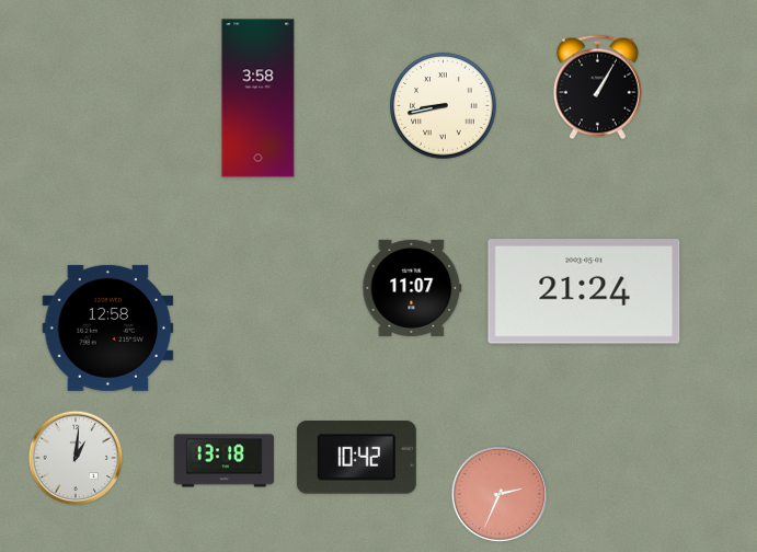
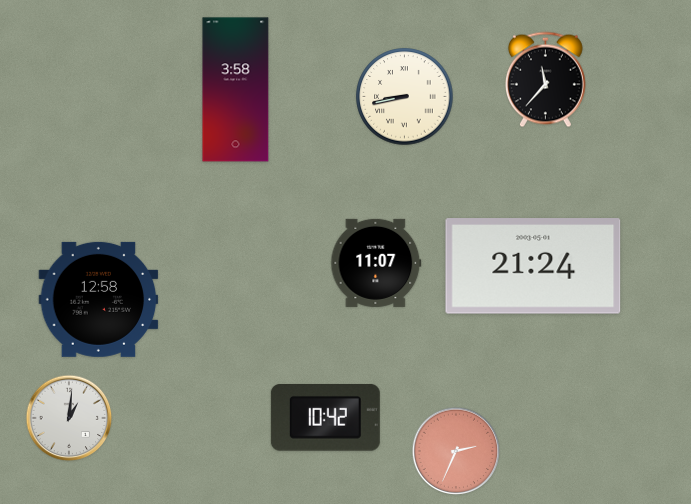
clock at (597, 88): 1:05 -> 11:37
clock at (225, 461): 13:18 -> none
